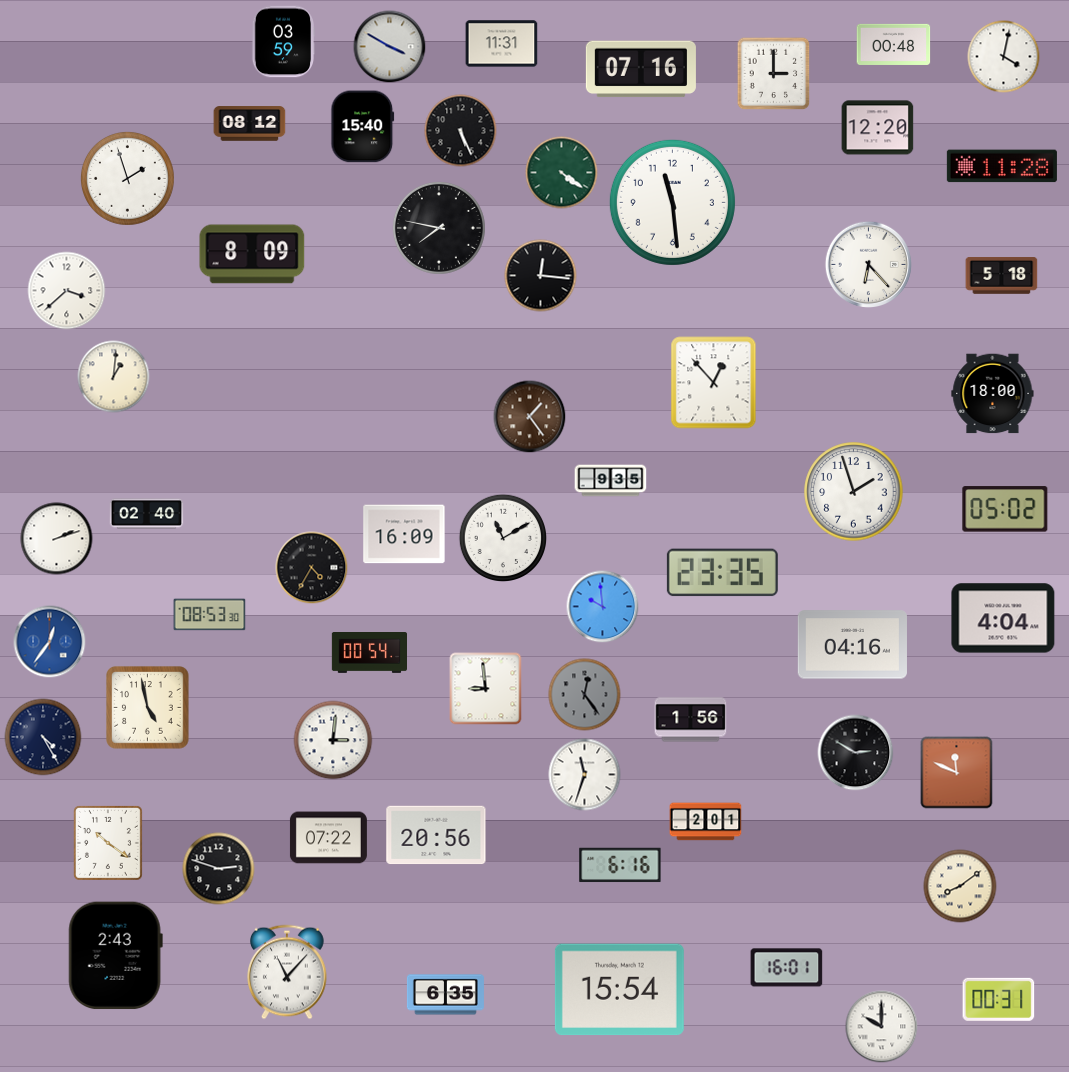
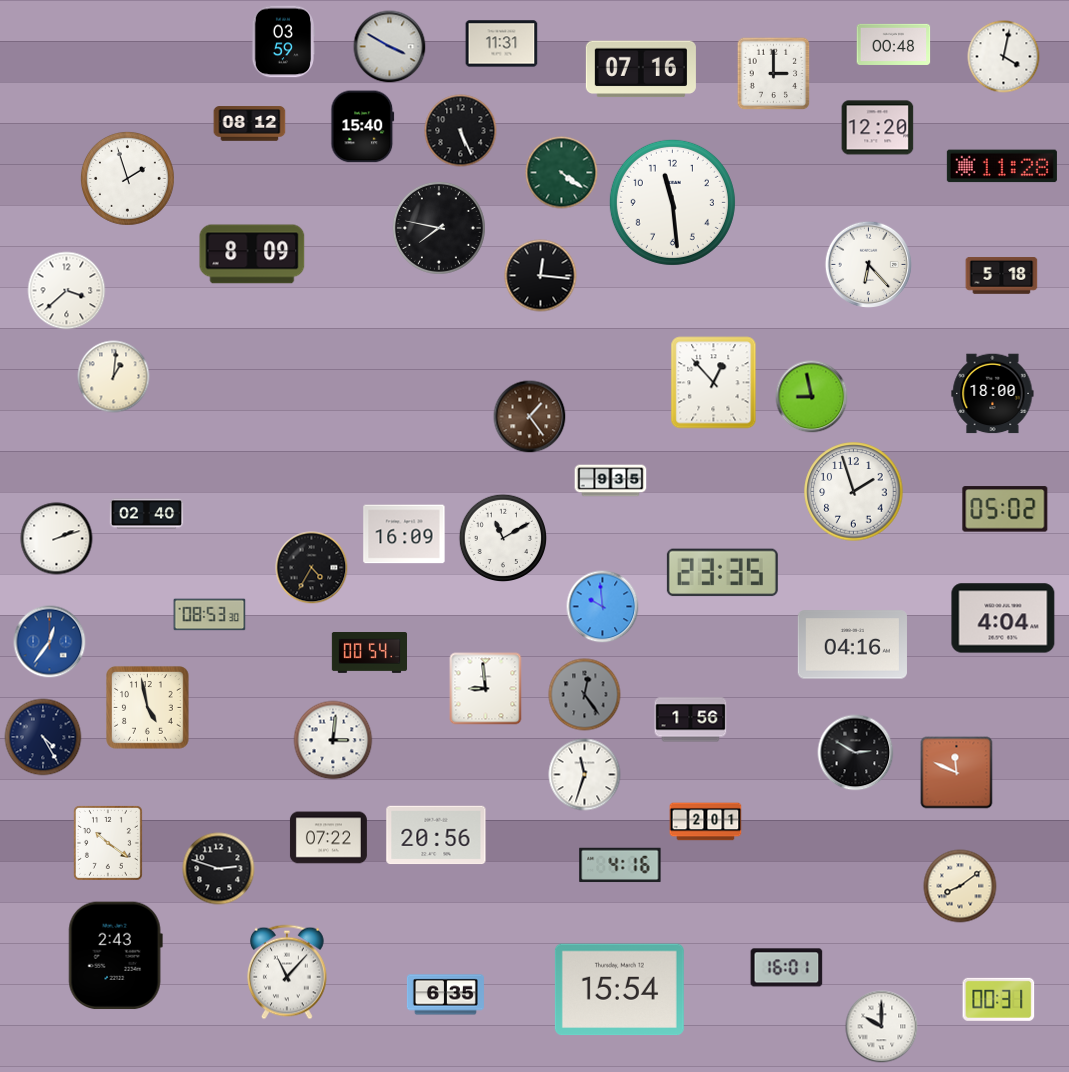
clock at (812, 397): none -> 8:58
clock at (620, 865): 6:16 -> 4:16
